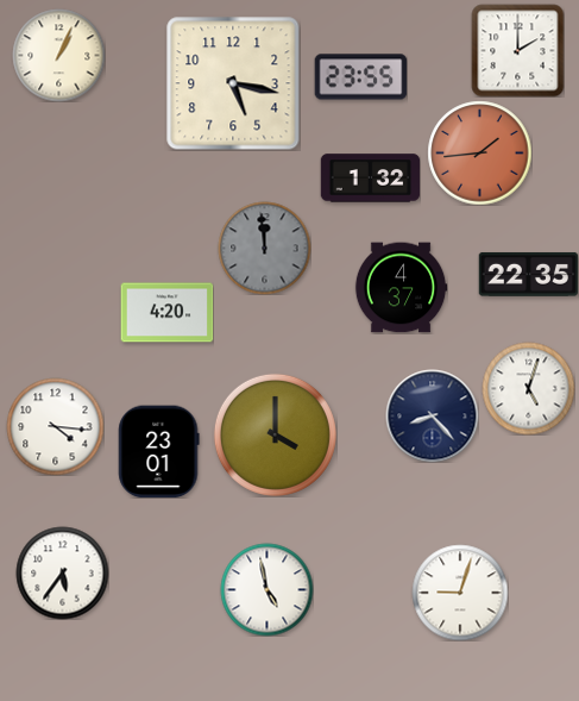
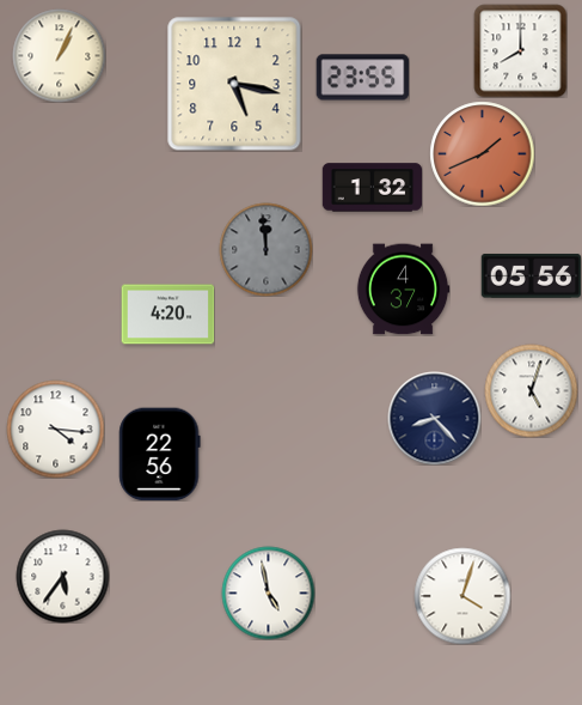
clock at (517, 50): 2:00 -> 8:00
clock at (479, 152): 1:44 -> 1:41
clock at (370, 179) position: (370, 179) -> (372, 188)
clock at (528, 274): 22:35 -> 05:56
clock at (275, 434): 4:00 -> none
clock at (159, 451): 23:01 -> 22:56
clock at (460, 593): 9:03 -> 4:03
